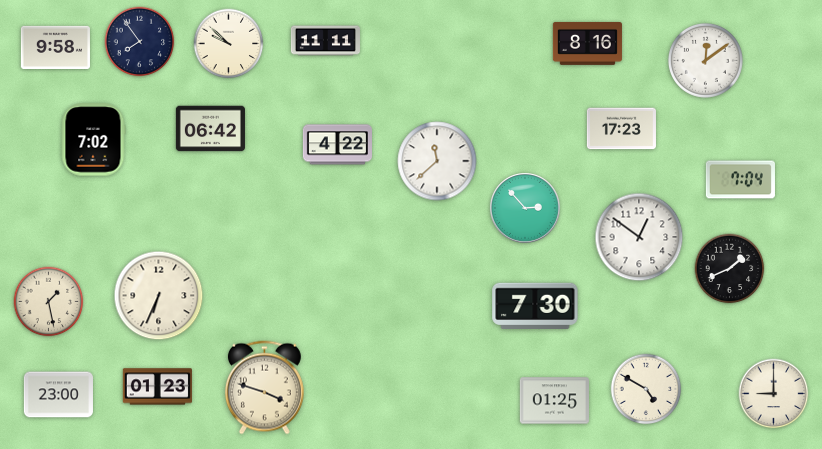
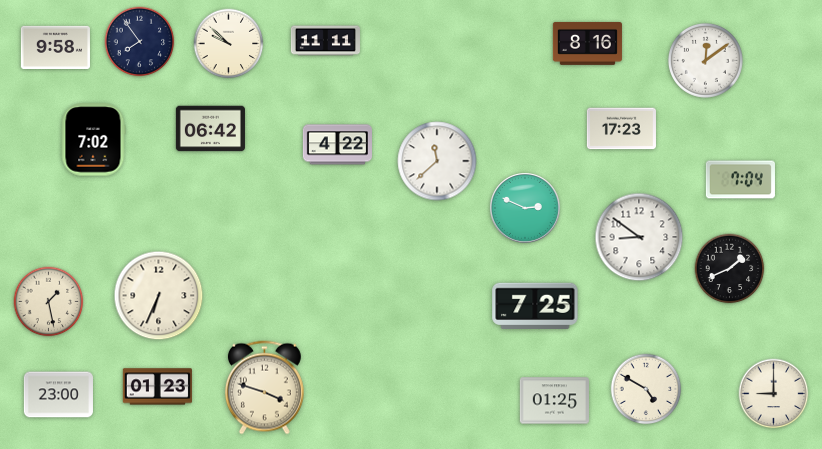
clock at (525, 208): 2:53 -> 2:49
clock at (639, 237): 12:51 -> 8:51
clock at (535, 305): 7:30 -> 7:25
